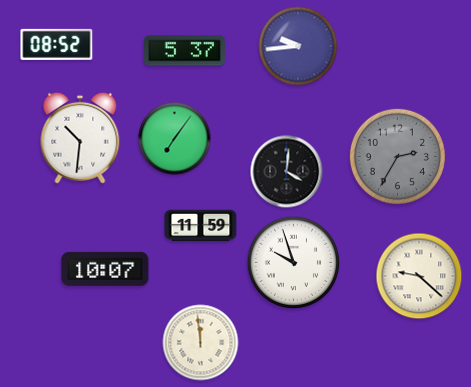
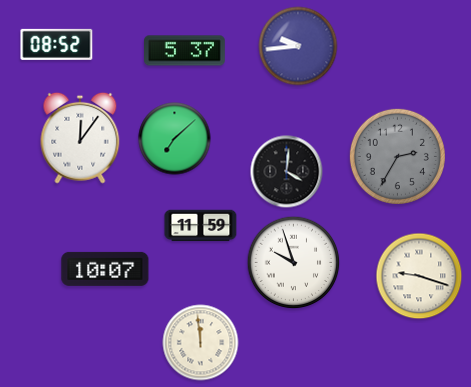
clock at (80, 138): 10:31 -> 12:06
clock at (175, 139): 7:06 -> 7:08
clock at (419, 276): 9:22 -> 9:18
